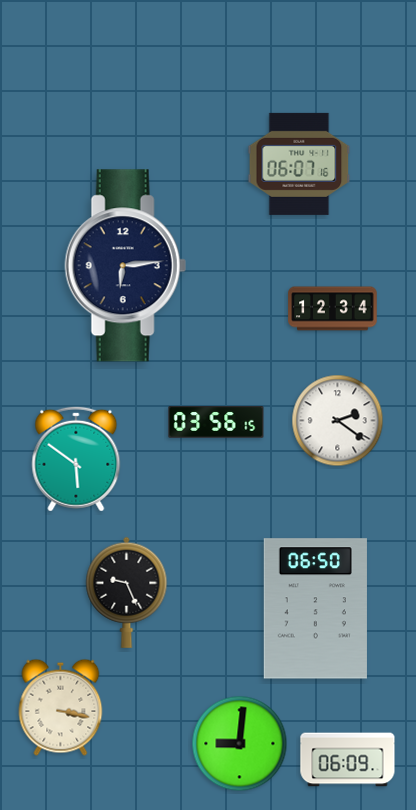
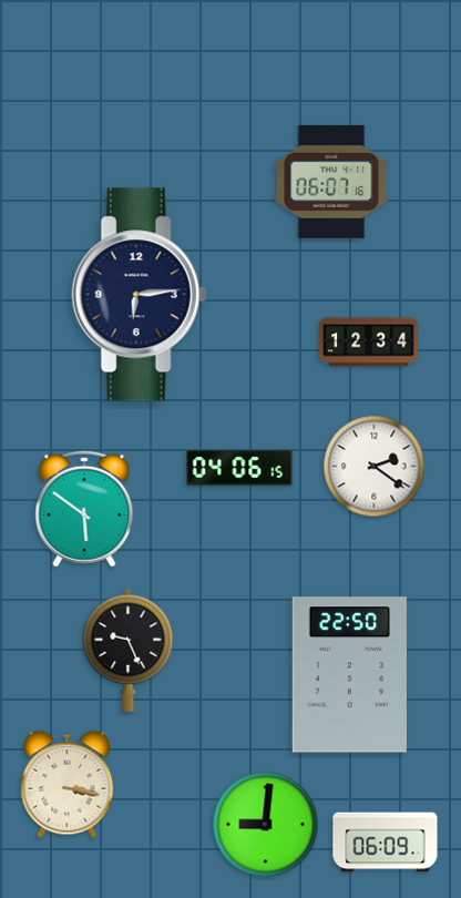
clock at (216, 422): 03:56 -> 04:06
clock at (127, 592) position: (127, 592) -> (129, 650)
clock at (315, 609): 06:50 -> 22:50
